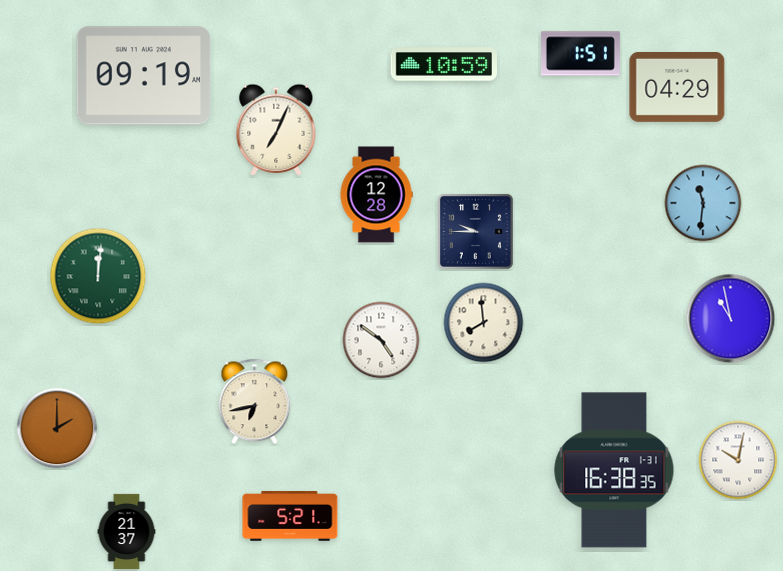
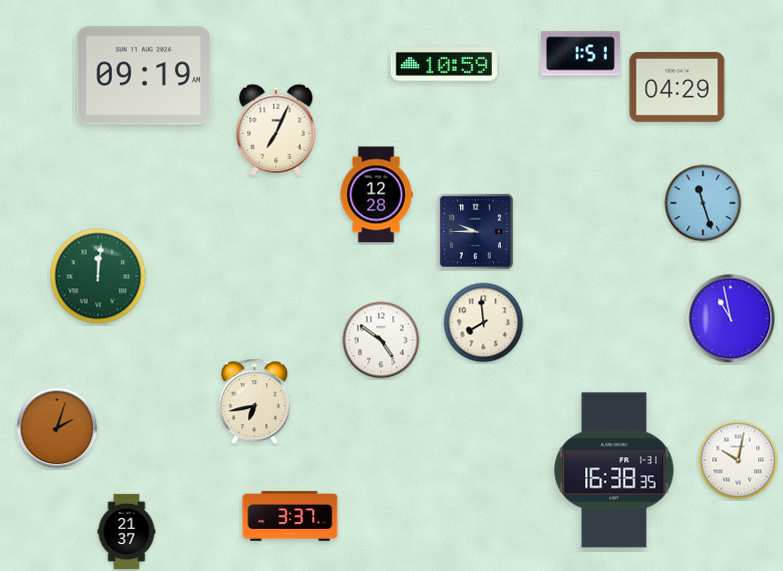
clock at (703, 203): 11:31 -> 11:27
clock at (57, 428): 2:00 -> 2:03
clock at (290, 516): 5:21 -> 3:37
